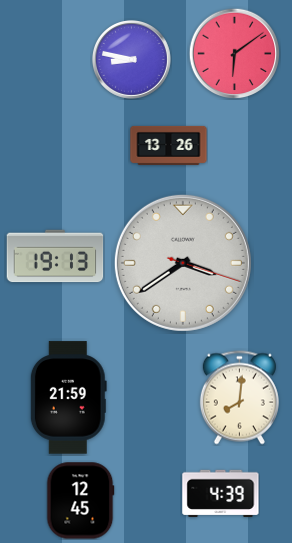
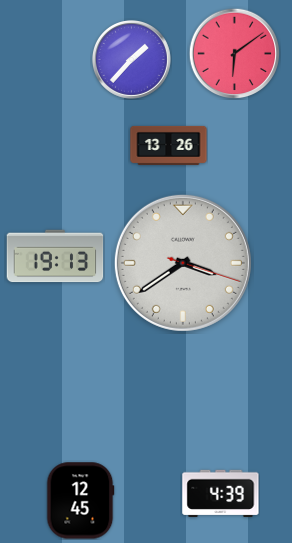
clock at (131, 59): 8:47 -> 1:37
clock at (68, 398): 21:59 -> none
clock at (239, 398): 8:01 -> none
